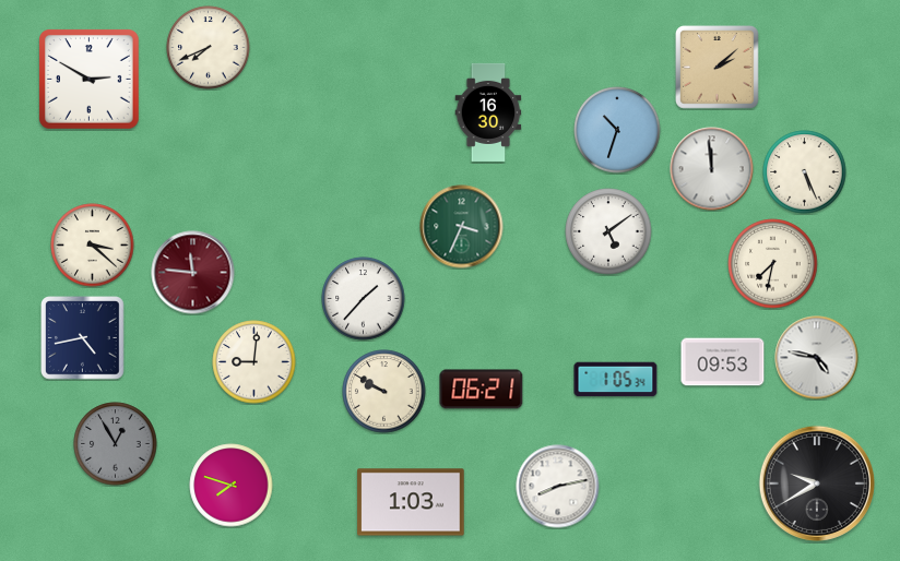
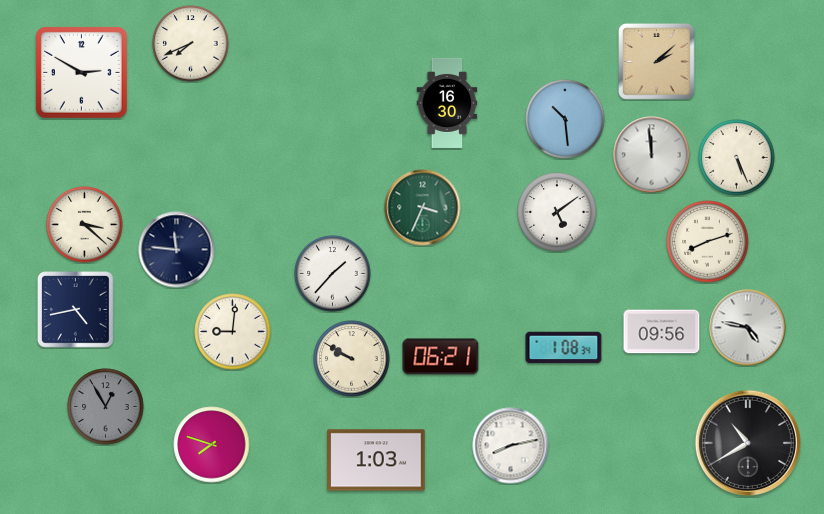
clock at (617, 130): 10:33 -> 10:29
clock at (773, 264): 7:32 -> 8:12
clock at (193, 273) dial: burgundy -> navy
clock at (723, 362): 09:53 -> 09:56
clock at (616, 380): 1:05 -> 1:08
clock at (817, 484): 9:40 -> 10:40
